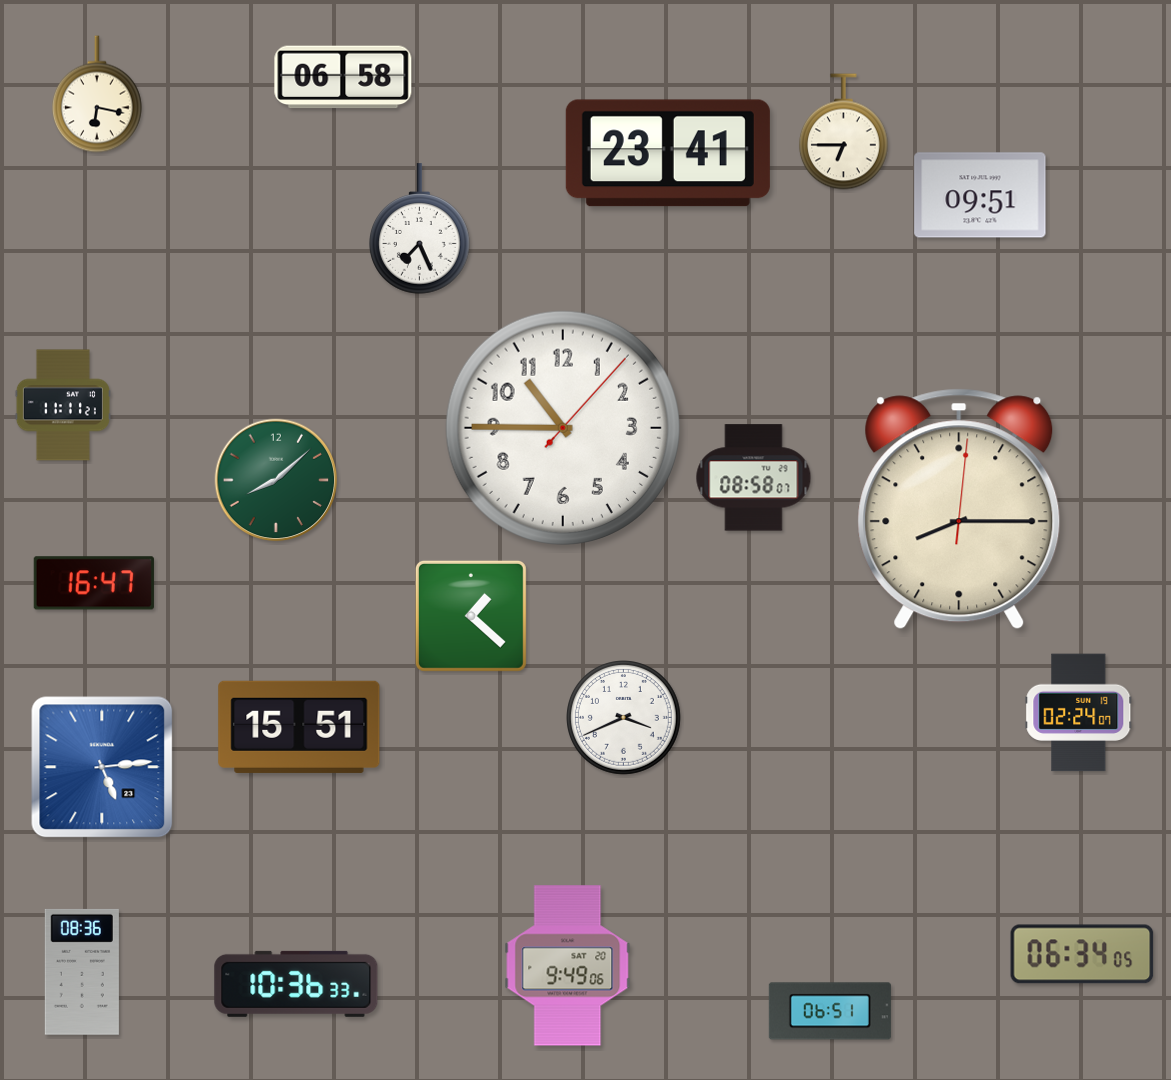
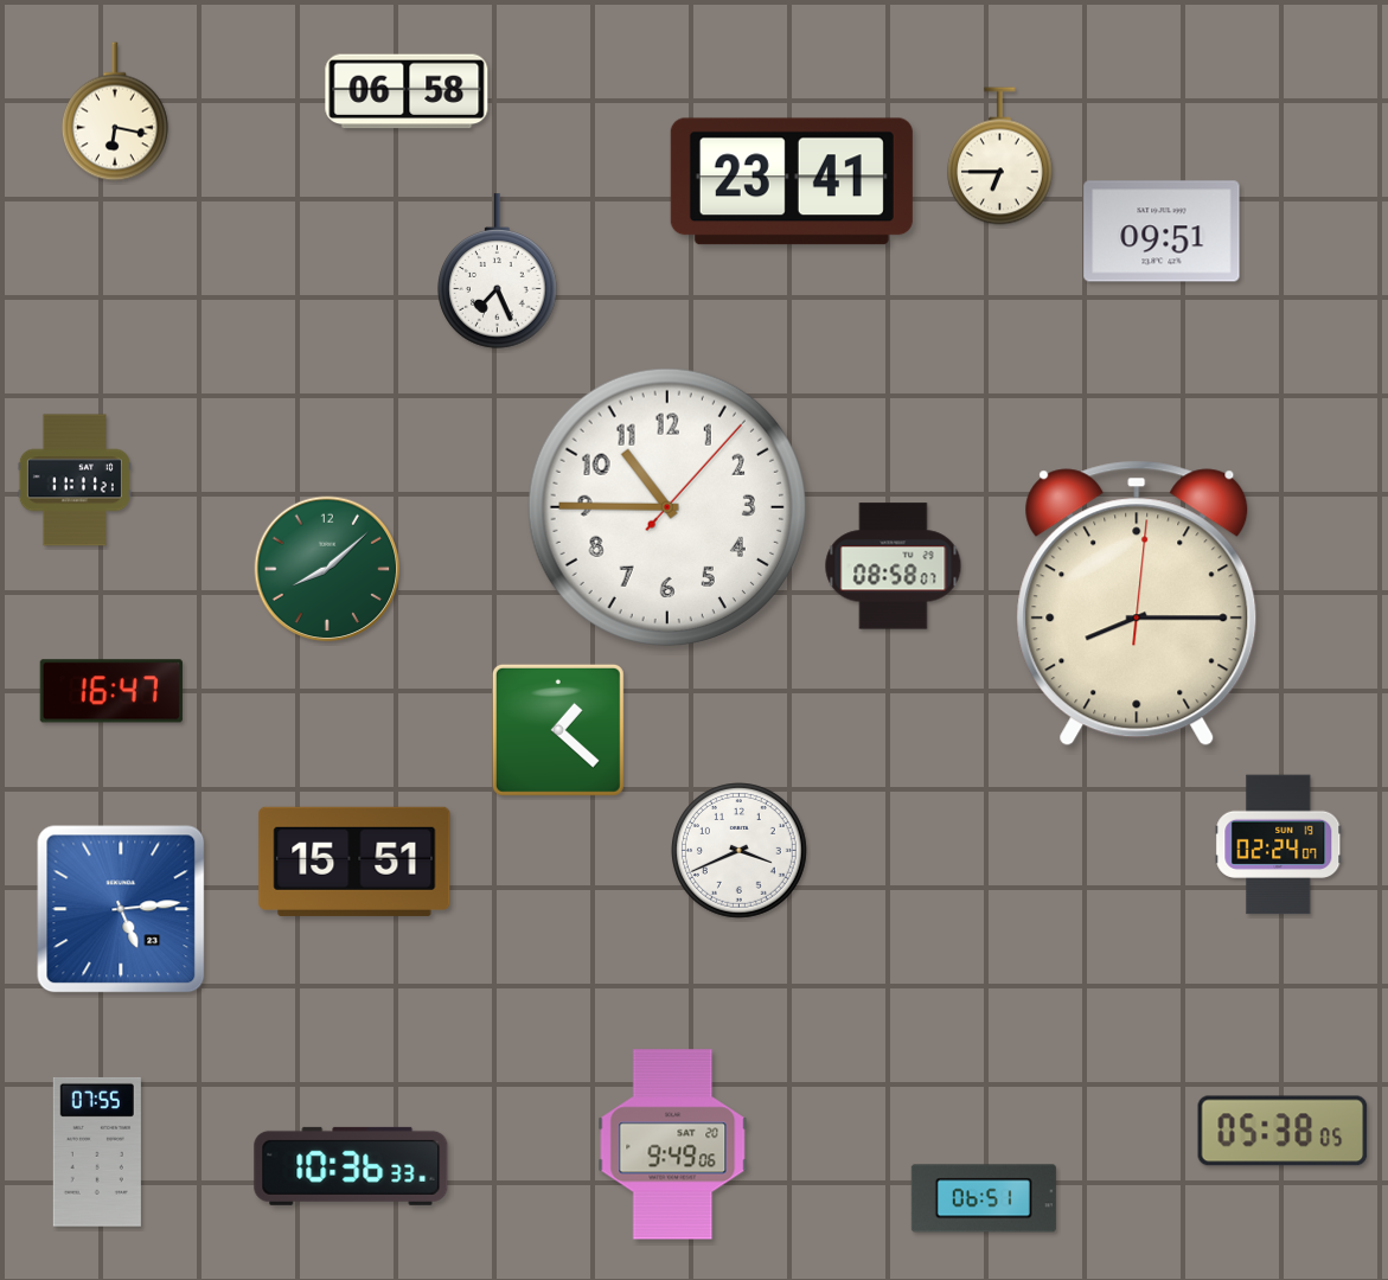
clock at (1082, 954): 06:34 -> 05:38
clock at (82, 972): 08:36 -> 07:55
